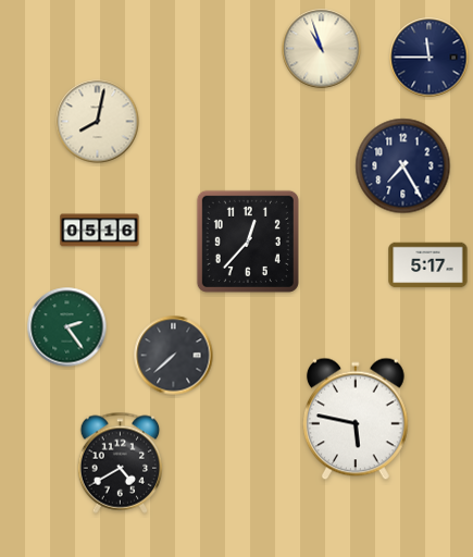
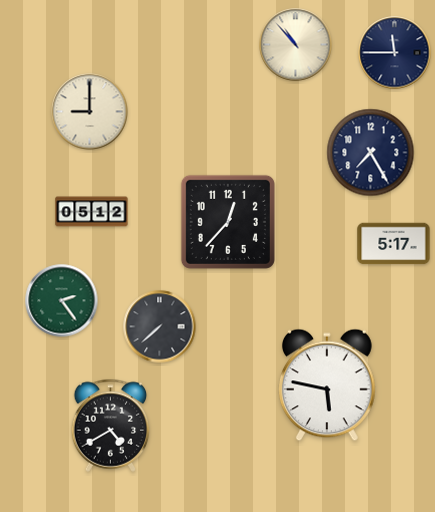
clock at (322, 49): 10:57 -> 10:53
clock at (98, 122): 8:02 -> 9:00
clock at (100, 231): 05:16 -> 05:12
